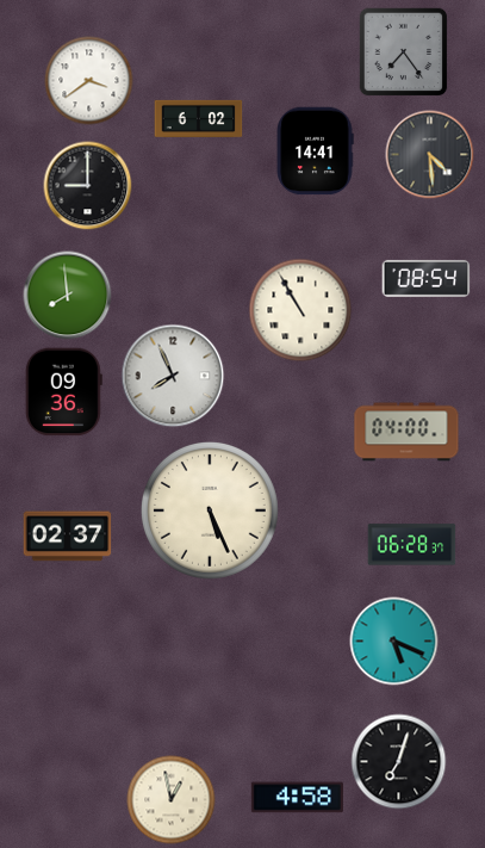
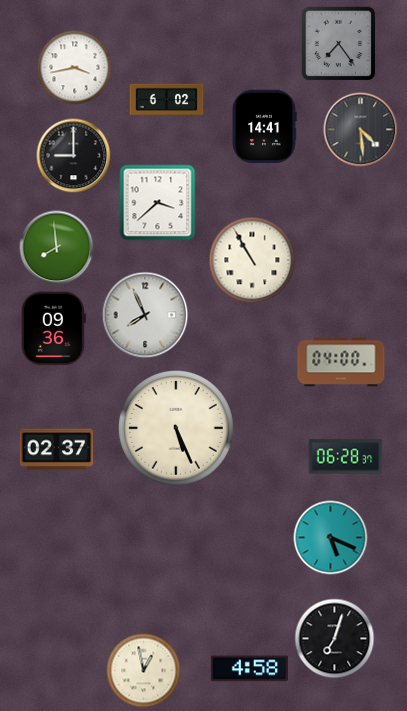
clock at (89, 81): 3:39 -> 3:43
clock at (158, 203): none -> 3:38
clock at (427, 278): 08:54 -> none
